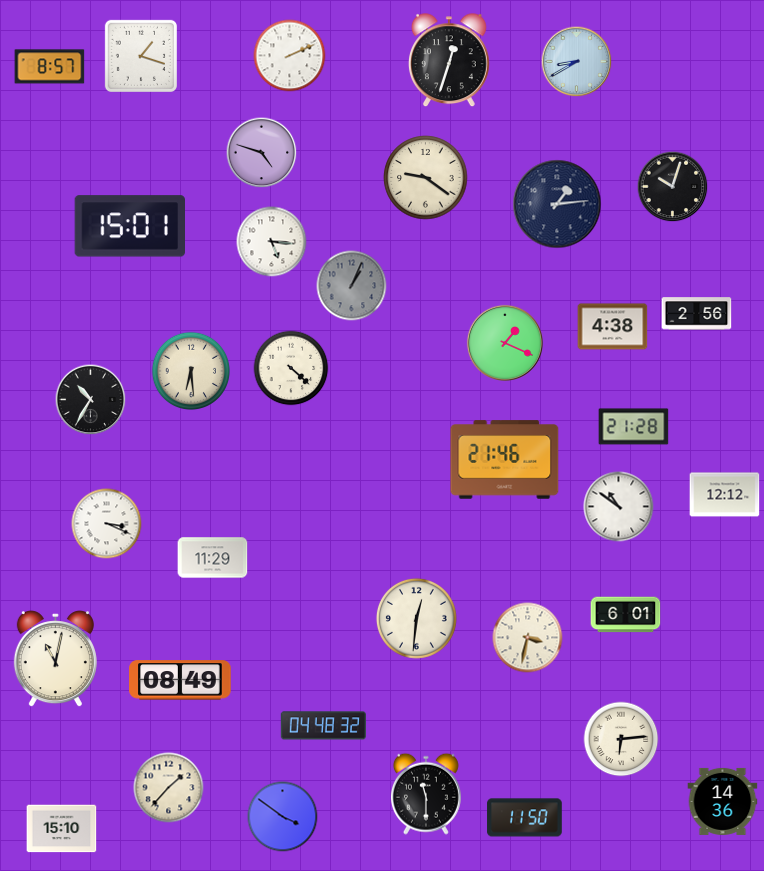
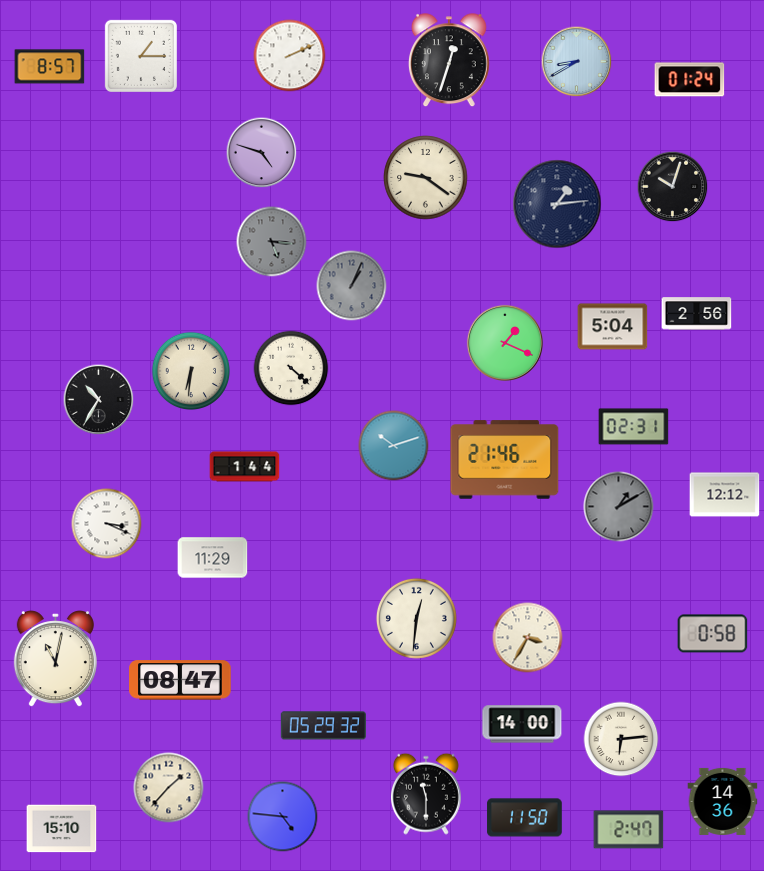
clock at (141, 56): 1:18 -> 1:15
clock at (690, 80): none -> 01:24
clock at (130, 226): 15:01 -> none
clock at (272, 242) dial: white -> grey
clock at (613, 327): 4:38 -> 5:04
clock at (190, 370): 6:29 -> 6:31
clock at (91, 400) position: (91, 400) -> (99, 400)
clock at (634, 427): 21:28 -> 02:31
clock at (394, 446): none -> 10:12
clock at (245, 467): none -> 1:44
clock at (619, 507): 10:51 -> 1:10
clock at (619, 507) dial: white -> grey
clock at (626, 615): 6:01 -> none
clock at (713, 634): none -> 0:58
clock at (528, 638): 3:32 -> 3:35
clock at (180, 680): 08:49 -> 08:47
clock at (522, 724): none -> 14:00
clock at (323, 726): 04:48 -> 05:29
clock at (283, 817): 3:51 -> 4:46
clock at (629, 830): none -> 2:47
